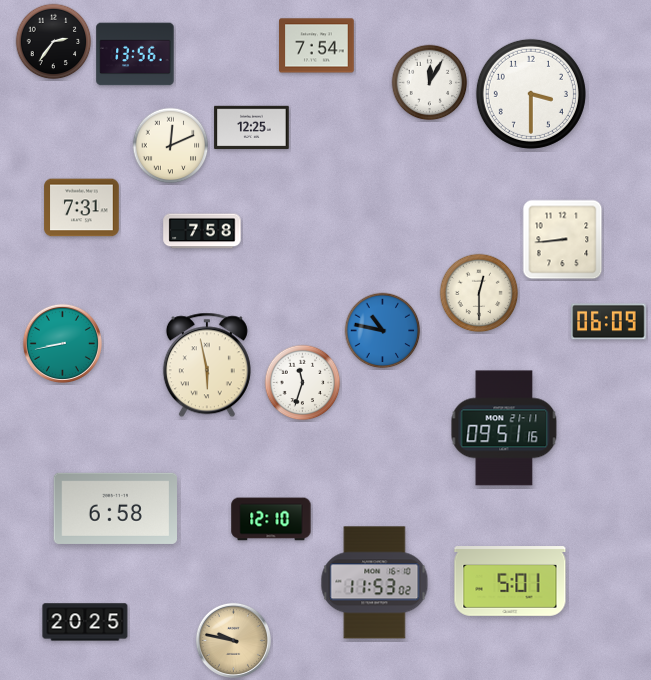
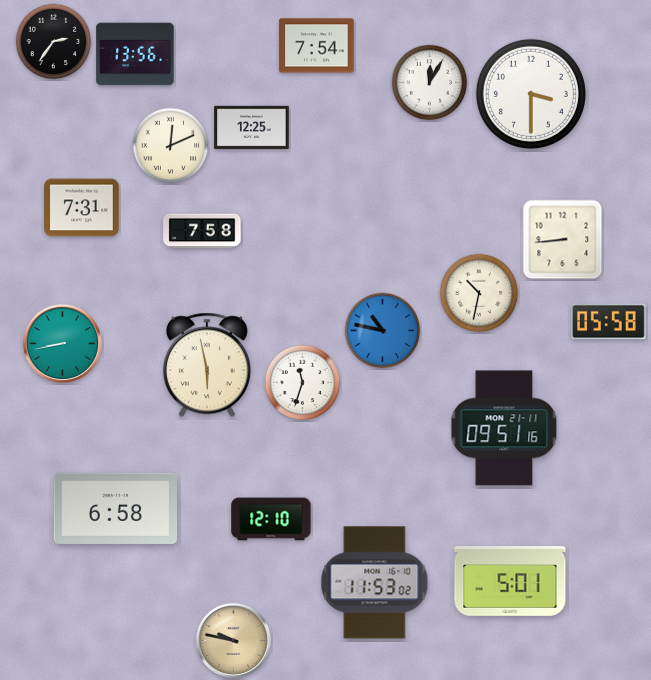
clock at (479, 293): 12:30 -> 10:32
clock at (609, 322): 06:09 -> 05:58
clock at (85, 622): 20:25 -> none
